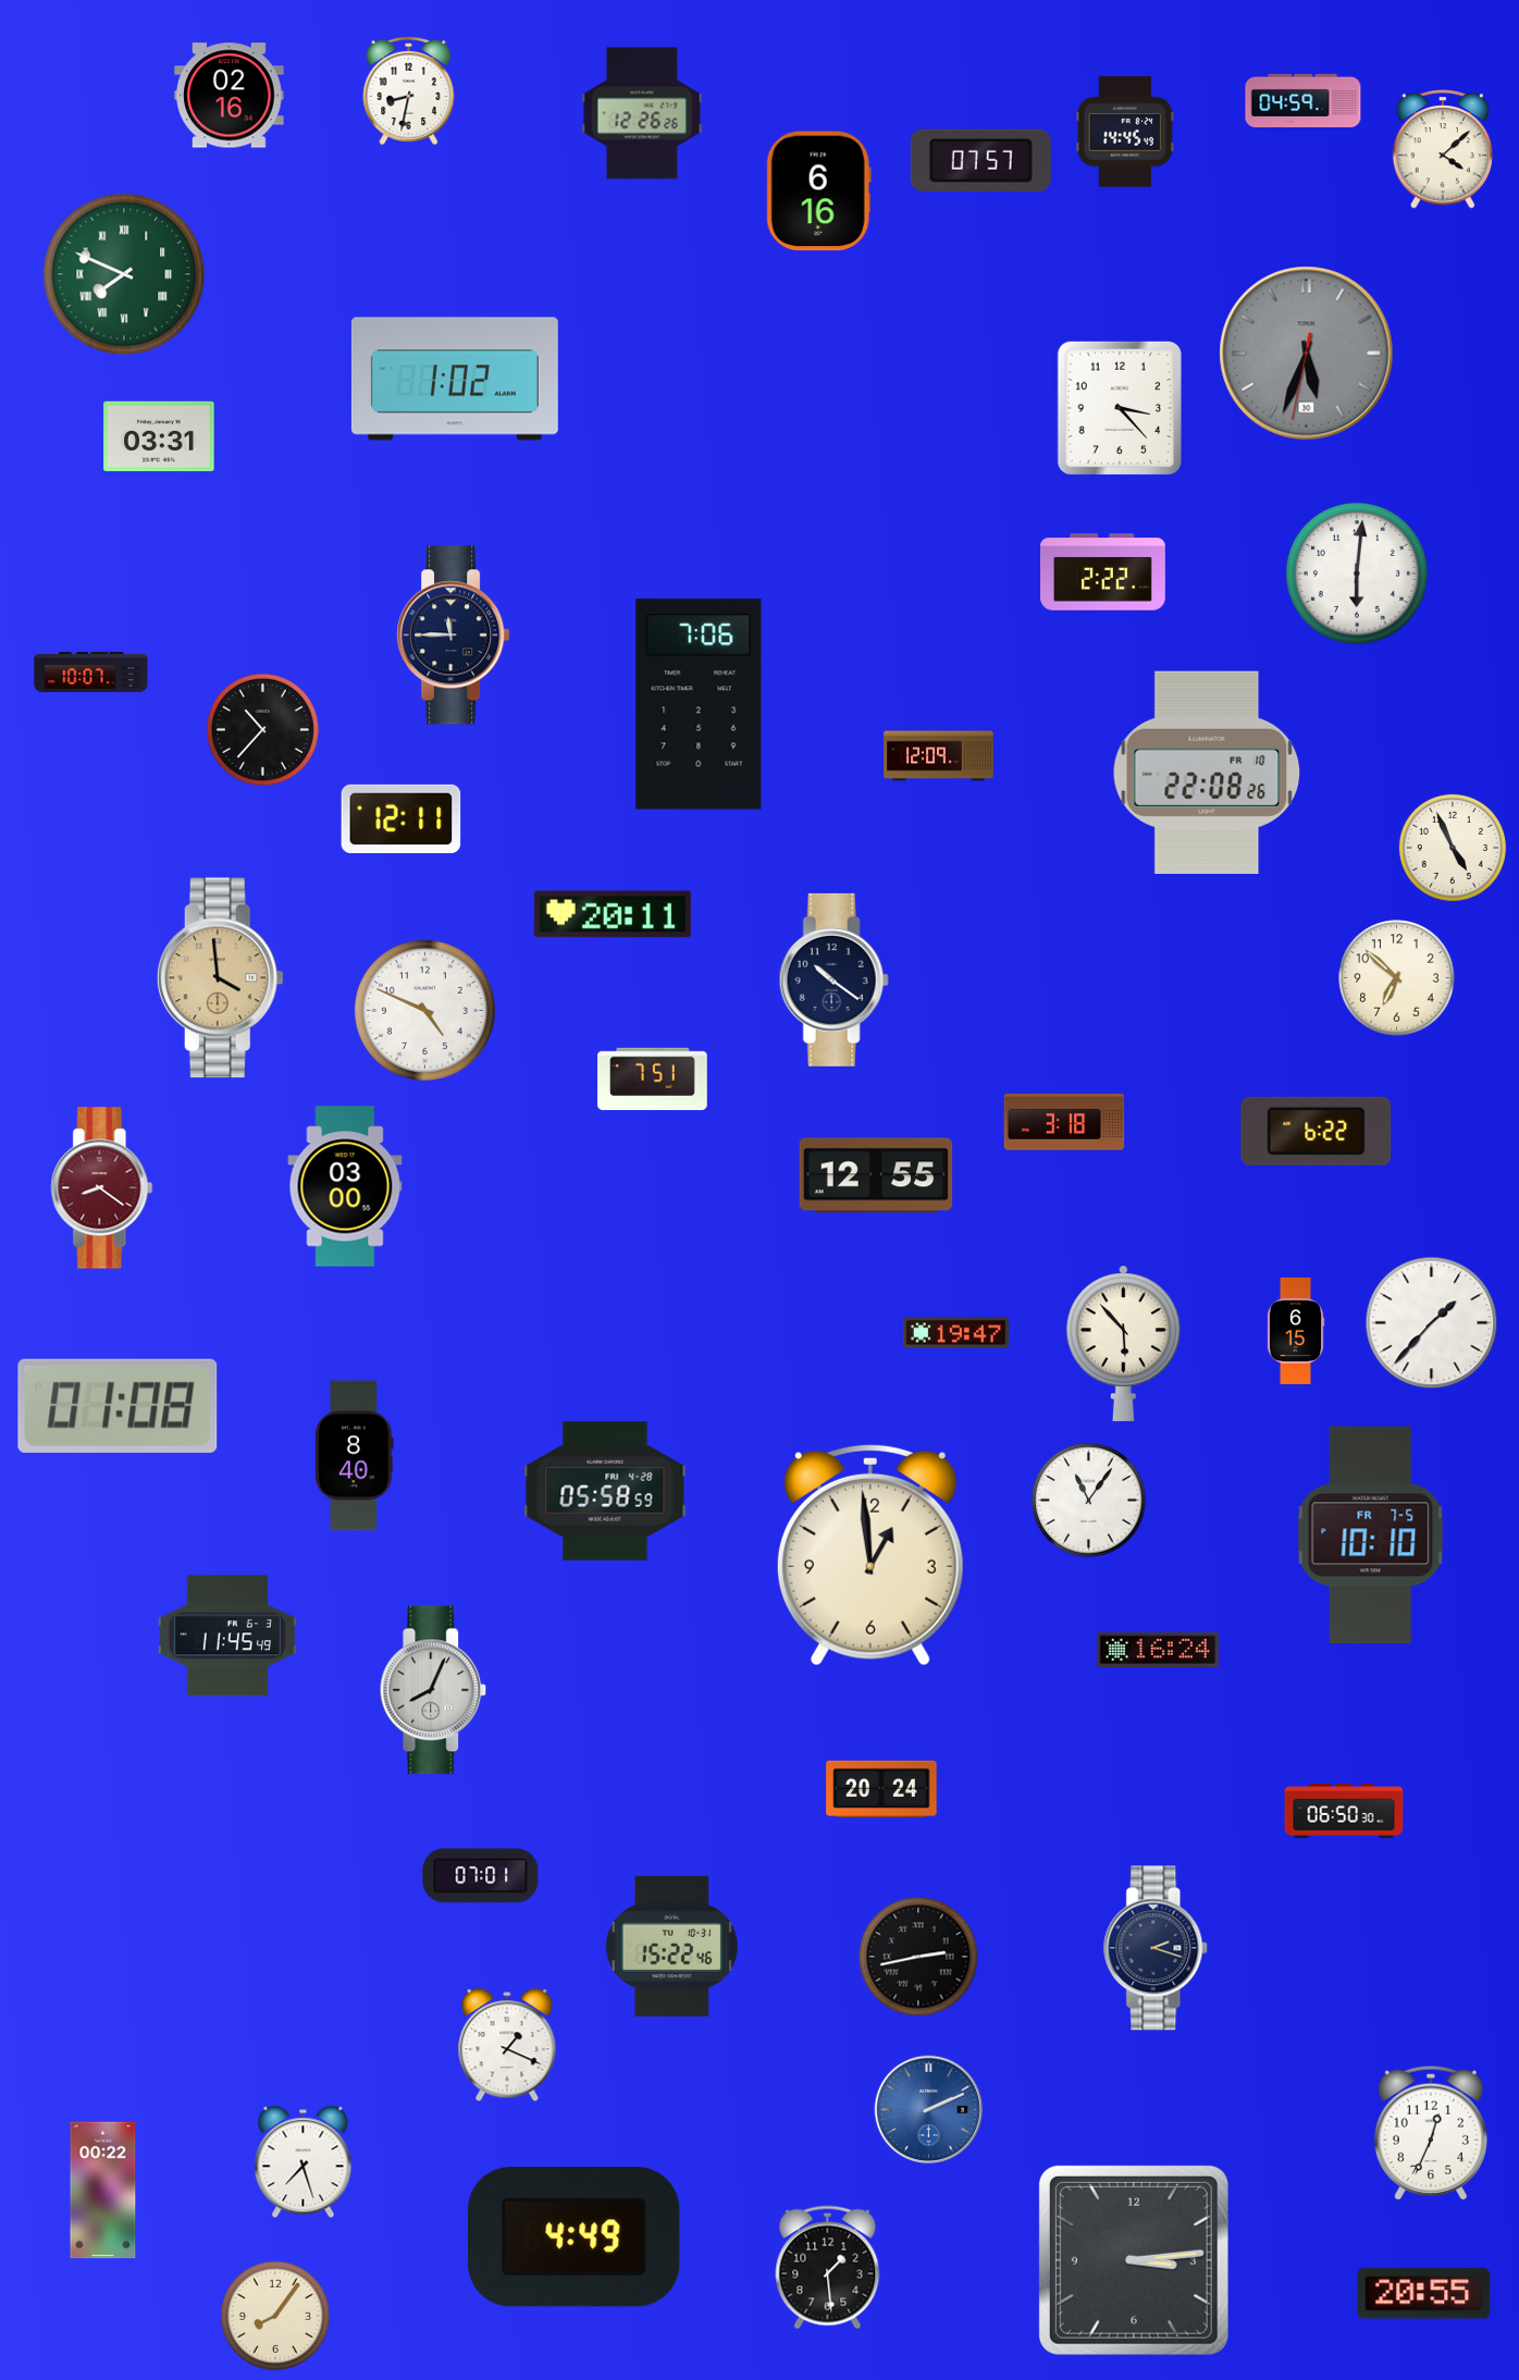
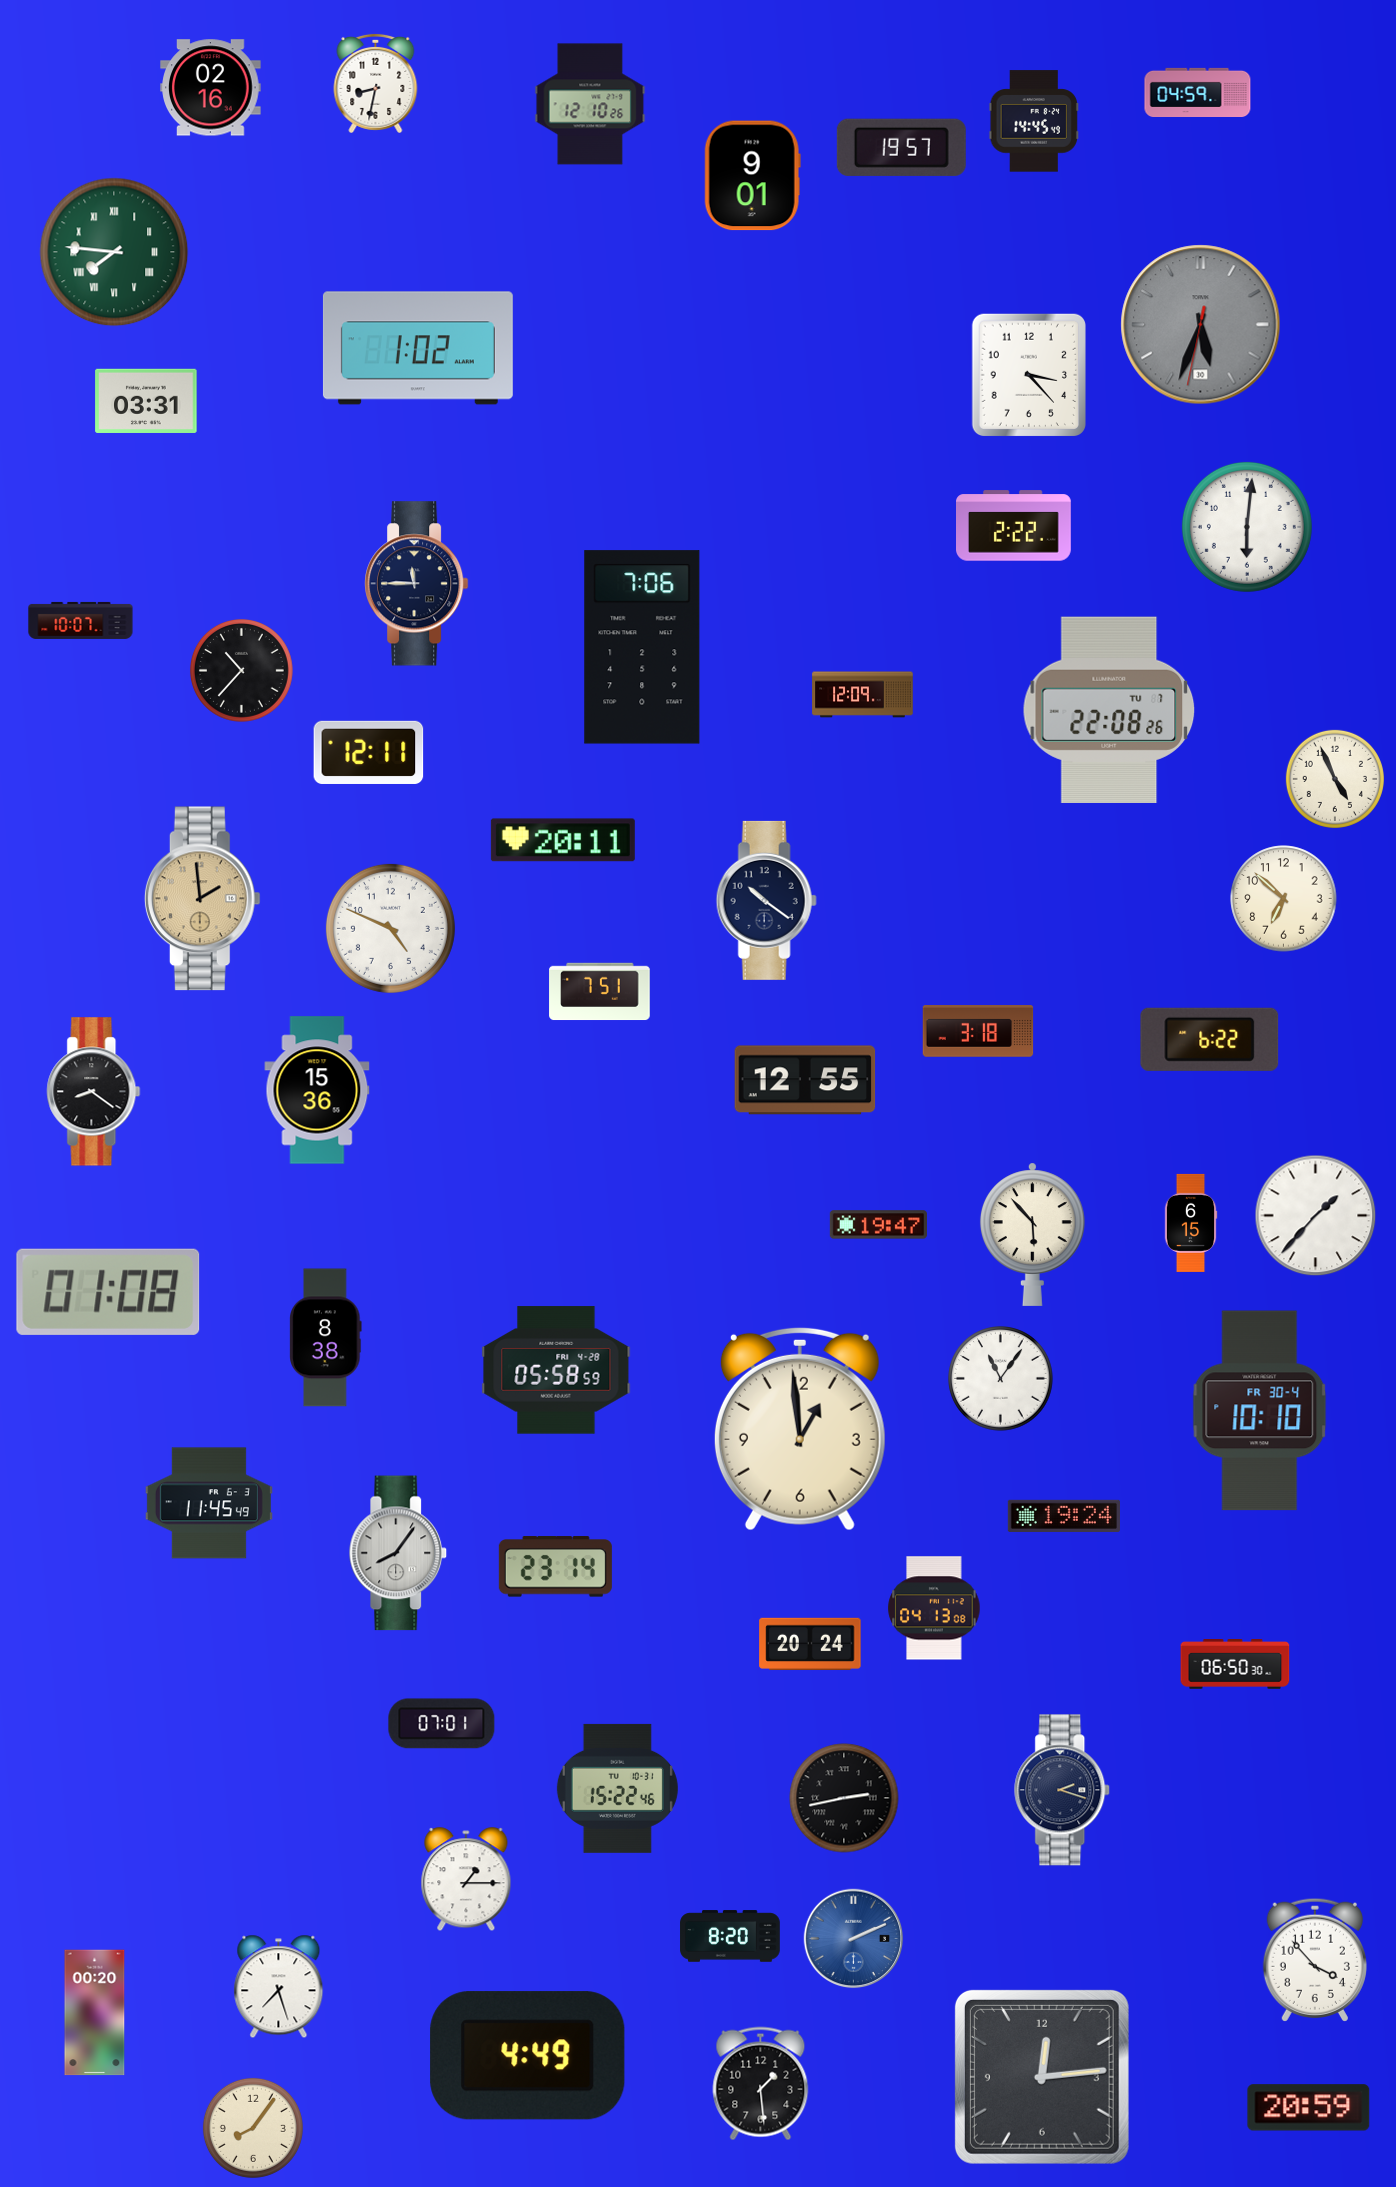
clock at (642, 113): 12:26 -> 12:10
clock at (1443, 149): 4:08 -> none
clock at (980, 160): 07:57 -> 19:57
clock at (818, 192): 6:16 -> 9:01
clock at (124, 274): 7:49 -> 7:46
clock at (91, 671) position: (91, 671) -> (81, 620)
clock at (1207, 773) date: FR 10 -> TU 7
clock at (220, 978): 3:59 -> 1:59
clock at (345, 1186): 03:00 -> 15:36
clock at (102, 1188) dial: burgundy -> black
clock at (355, 1456): 8:40 -> 8:38
clock at (1371, 1536) date: FR 7-5 -> FR 30-4
clock at (1158, 1650): 16:24 -> 19:24
clock at (433, 1690): 8:04 -> 8:06
clock at (555, 1567): none -> 23:14
clock at (934, 1608): none -> 04:13
clock at (507, 2046): 1:19 -> 1:15
clock at (730, 1936): none -> 8:20
clock at (1431, 2133): 12:34 -> 3:53
clock at (103, 2191): 00:22 -> 00:20
clock at (1134, 2260): 3:14 -> 12:14
clock at (1424, 2294): 20:55 -> 20:59
